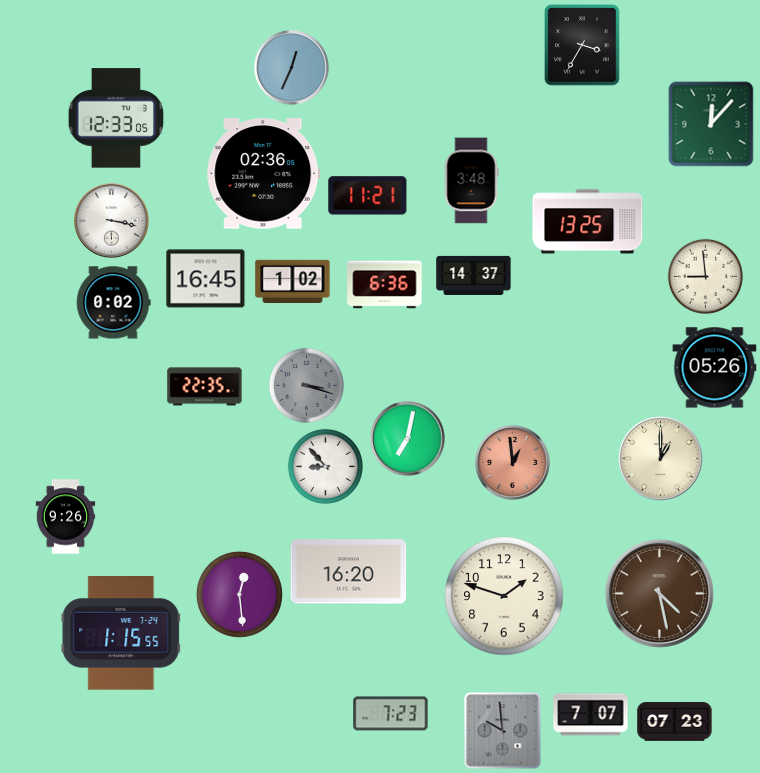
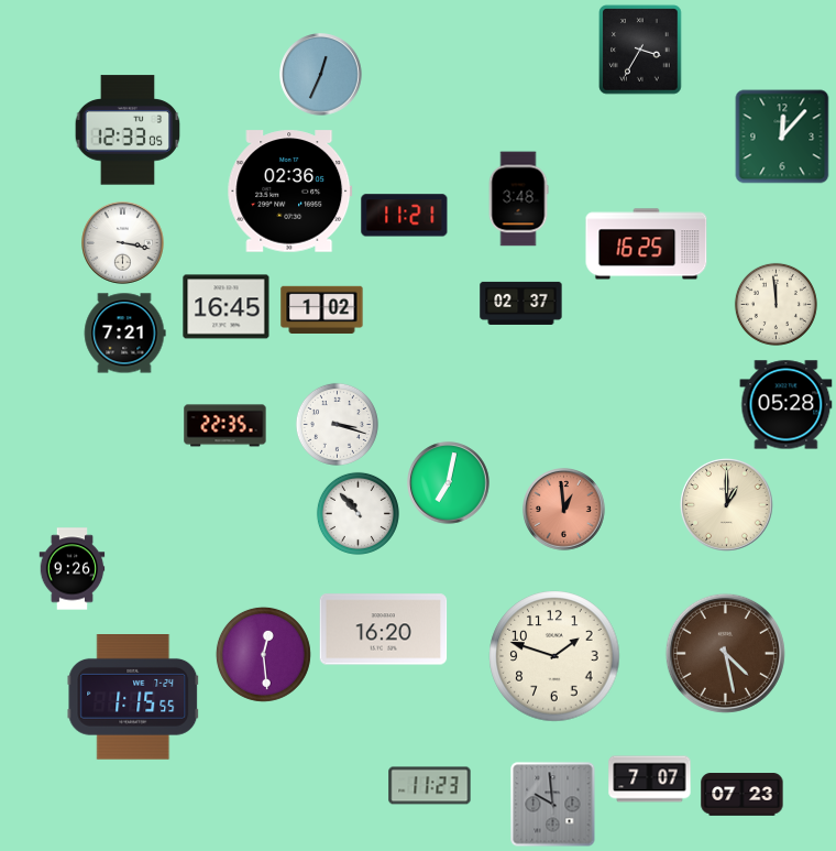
clock at (588, 222): 13:25 -> 16:25
clock at (474, 275): 14:37 -> 02:37
clock at (705, 276): 8:59 -> 11:59
clock at (385, 285): 6:36 -> none
clock at (113, 303): 0:02 -> 7:21
clock at (715, 368): 05:26 -> 05:28
clock at (306, 385) dial: grey -> white
clock at (325, 466): 8:53 -> 10:53
clock at (391, 714): 7:23 -> 11:23
clock at (591, 715) position: (591, 715) -> (650, 779)
